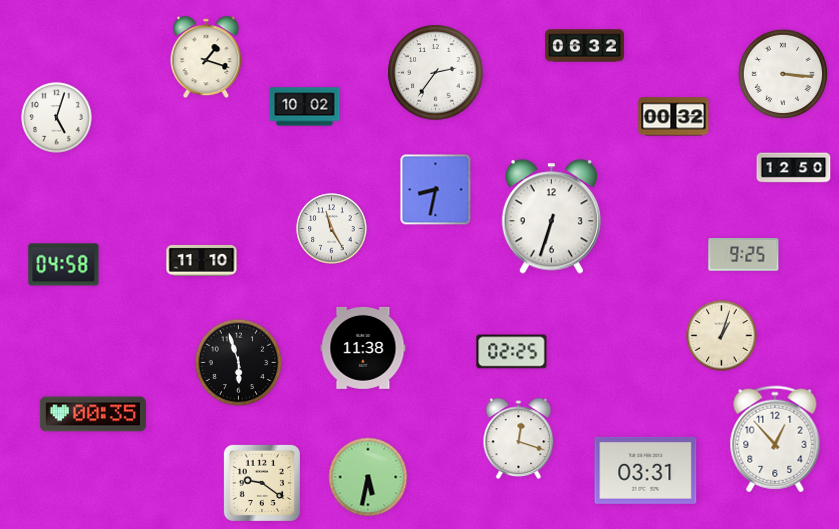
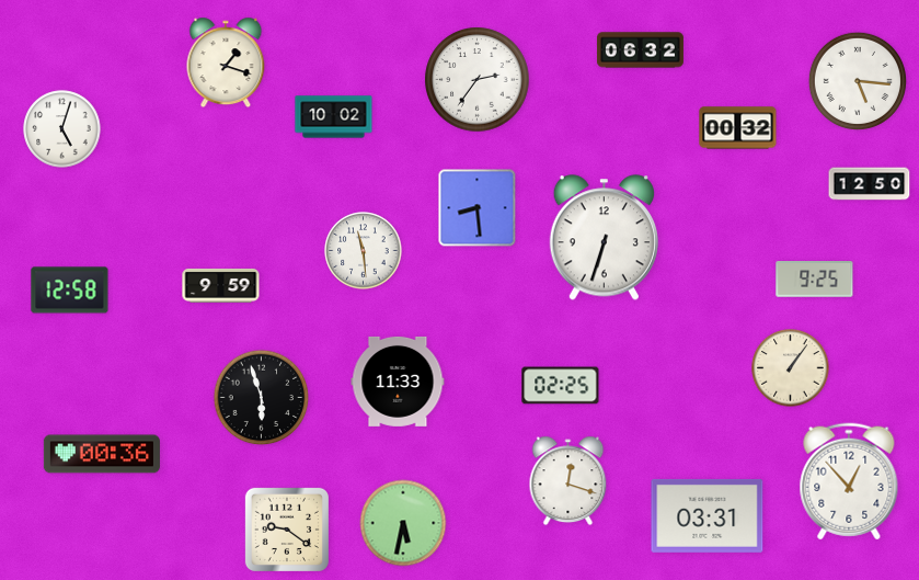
clock at (783, 74): 3:16 -> 5:16
clock at (436, 190): 8:32 -> 8:29
clock at (332, 229): 11:25 -> 11:29
clock at (202, 260): 11:10 -> 9:59
clock at (64, 265): 04:58 -> 12:58
clock at (722, 336): 1:03 -> 1:06
clock at (363, 348): 11:38 -> 11:33
clock at (93, 414): 00:35 -> 00:36
